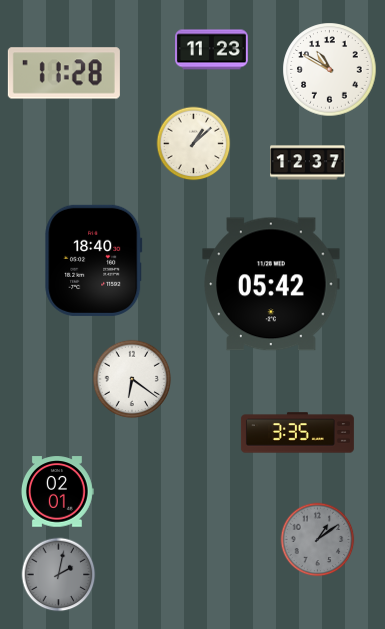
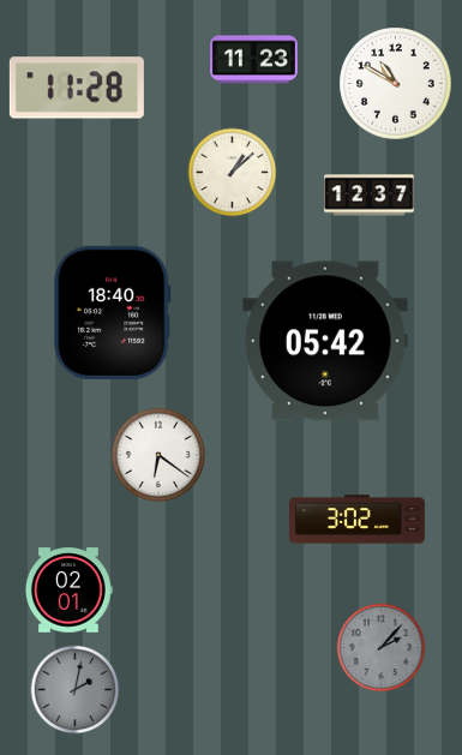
clock at (297, 433): 3:35 -> 3:02
clock at (318, 540): 1:09 -> 2:07
clock at (59, 575) position: (59, 575) -> (76, 690)
